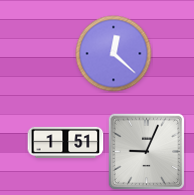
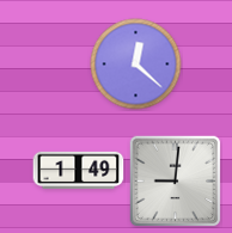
clock at (66, 142): 1:51 -> 1:49
clock at (146, 151): 9:04 -> 9:01
